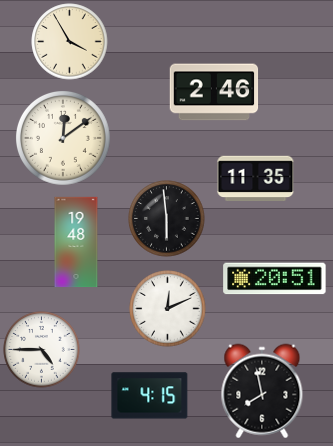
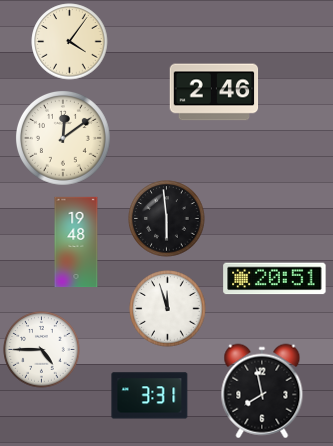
clock at (70, 42): 3:55 -> 4:06
clock at (256, 178): 11:35 -> none
clock at (168, 309): 12:11 -> 11:57
clock at (150, 396): 4:15 -> 3:31
